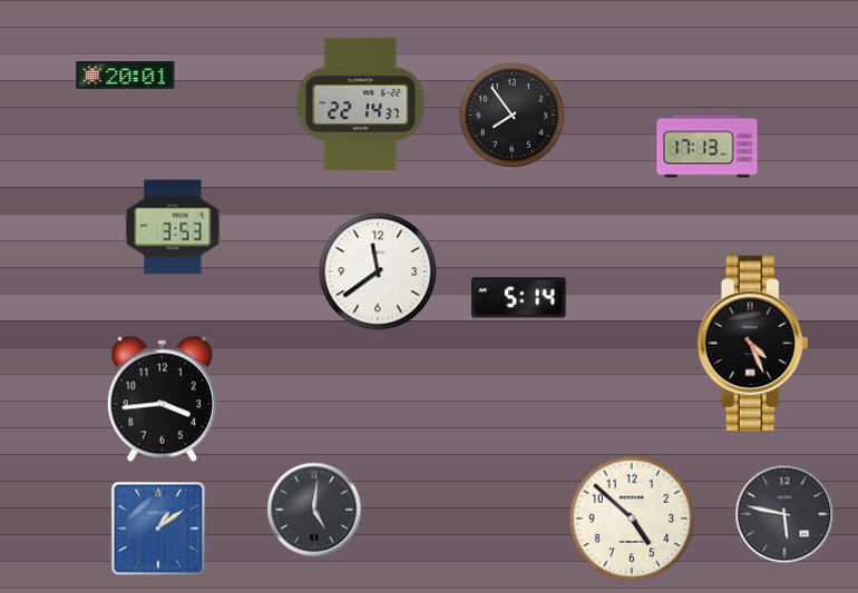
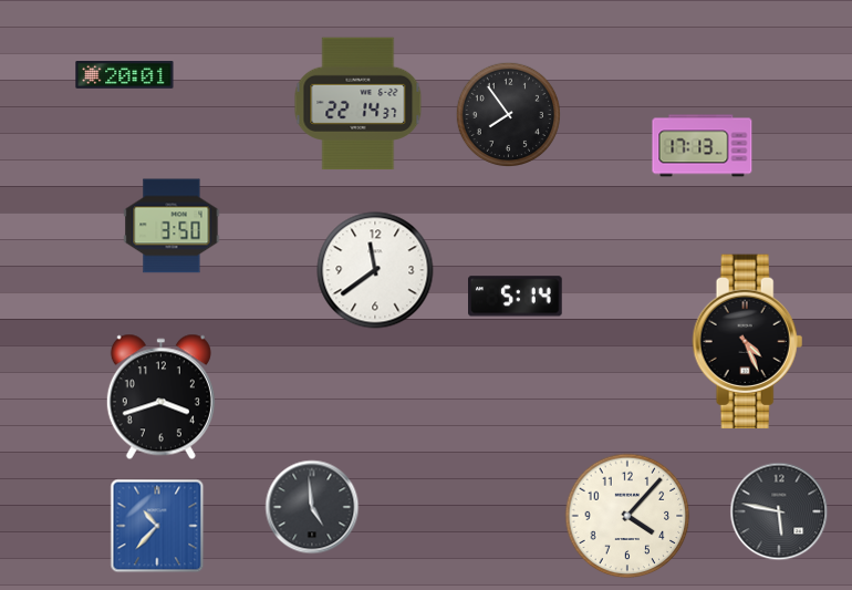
clock at (173, 227): 3:53 -> 3:50
clock at (162, 399): 3:44 -> 3:42
clock at (314, 510): 5:01 -> 4:59
clock at (632, 518): 4:52 -> 4:07
clock at (158, 528): 1:09 -> 10:37
